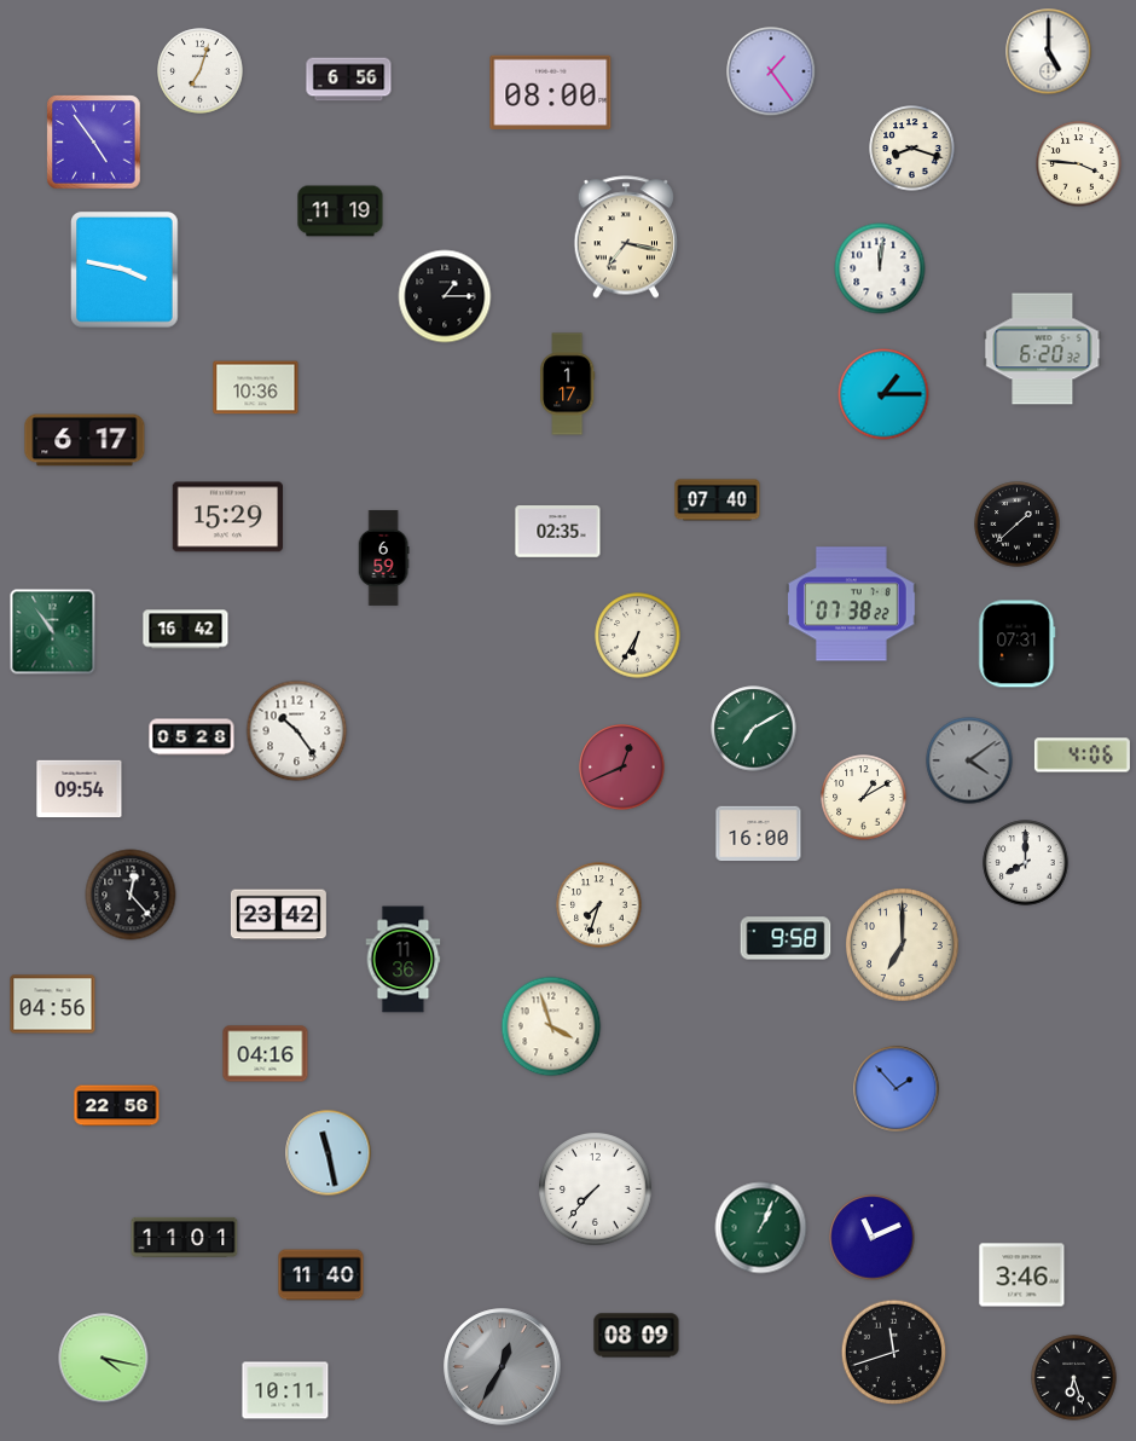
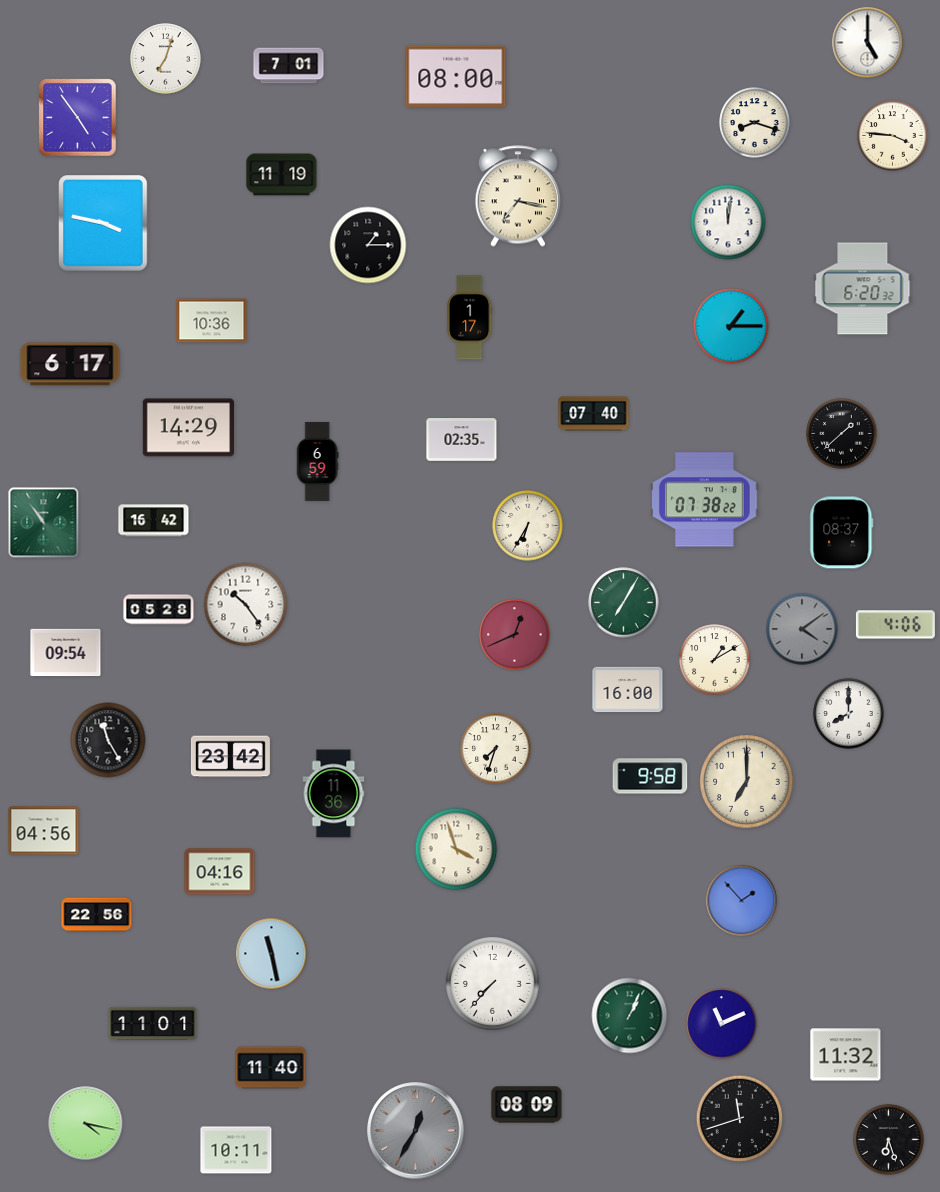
clock at (771, 71): 1:24 -> none
clock at (349, 80): 6:56 -> 7:01
clock at (227, 517): 15:29 -> 14:29
clock at (1018, 644): 07:31 -> 08:37
clock at (754, 729): 7:10 -> 7:05
clock at (131, 895): 12:23 -> 11:25
clock at (321, 1275) position: (321, 1275) -> (271, 1068)
clock at (1022, 1275): 3:46 -> 11:32
